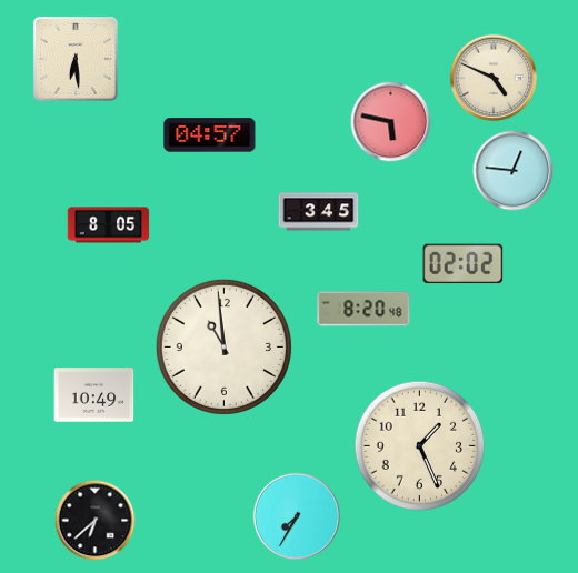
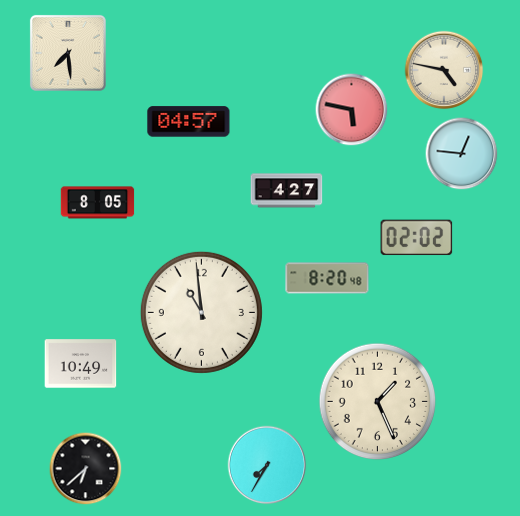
clock at (76, 59): 6:29 -> 7:29
clock at (494, 78): 4:49 -> 4:47
clock at (319, 212): 3:45 -> 4:27
clock at (94, 395) position: (94, 395) -> (81, 364)
